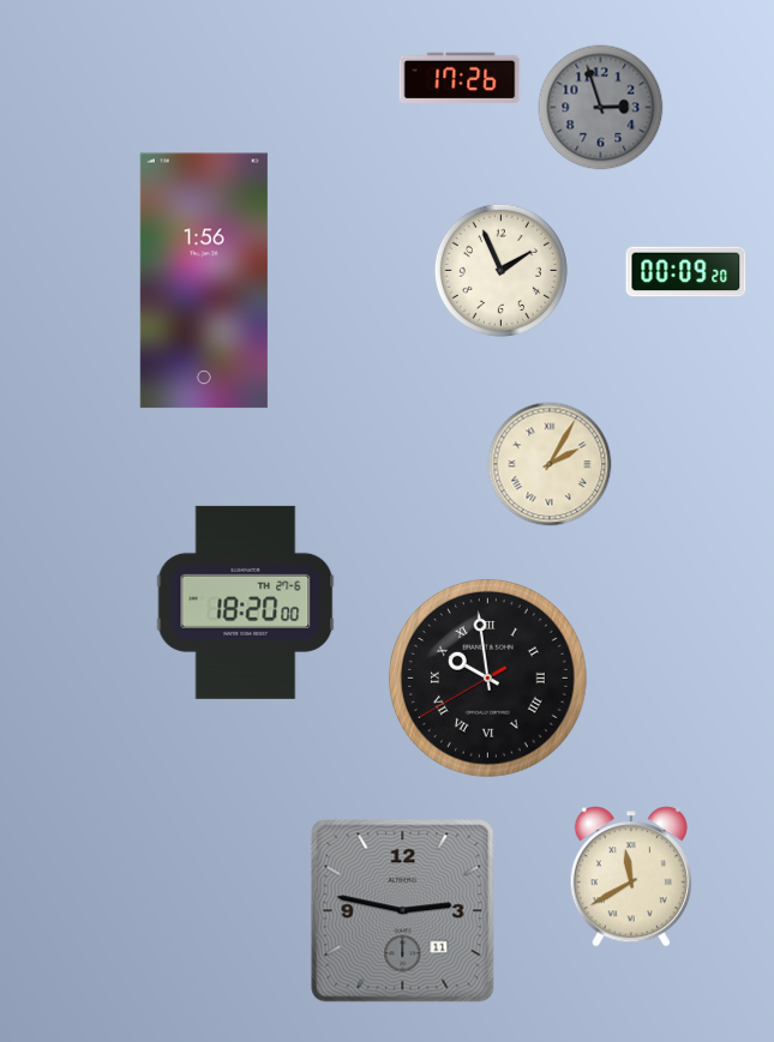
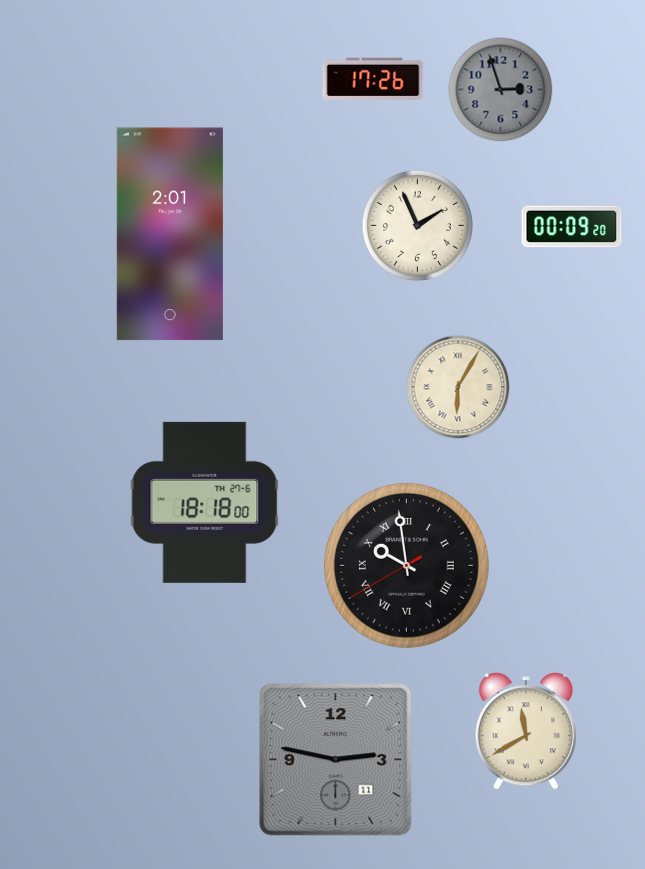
clock at (460, 77) position: (460, 77) -> (373, 78)
clock at (204, 281): 1:56 -> 2:01
clock at (550, 464): 2:05 -> 6:05
clock at (246, 602): 18:20 -> 18:18
